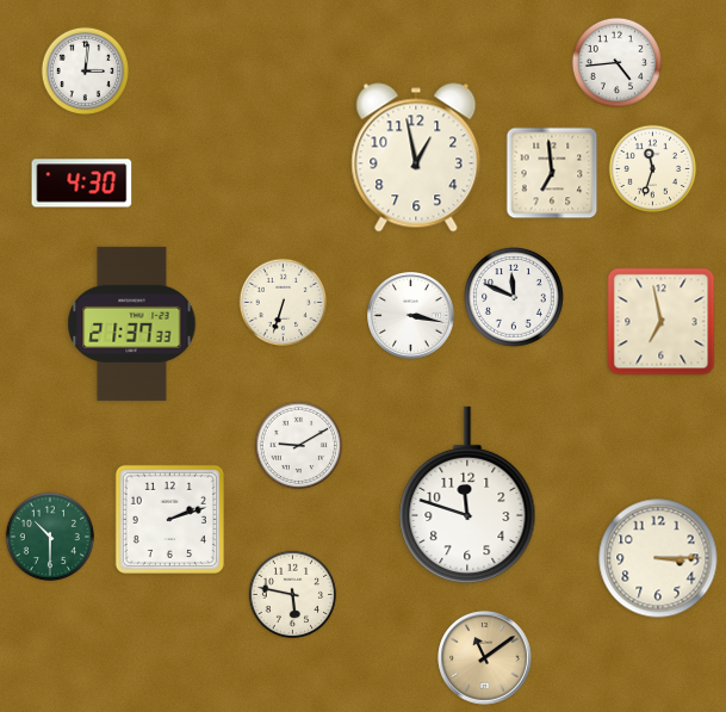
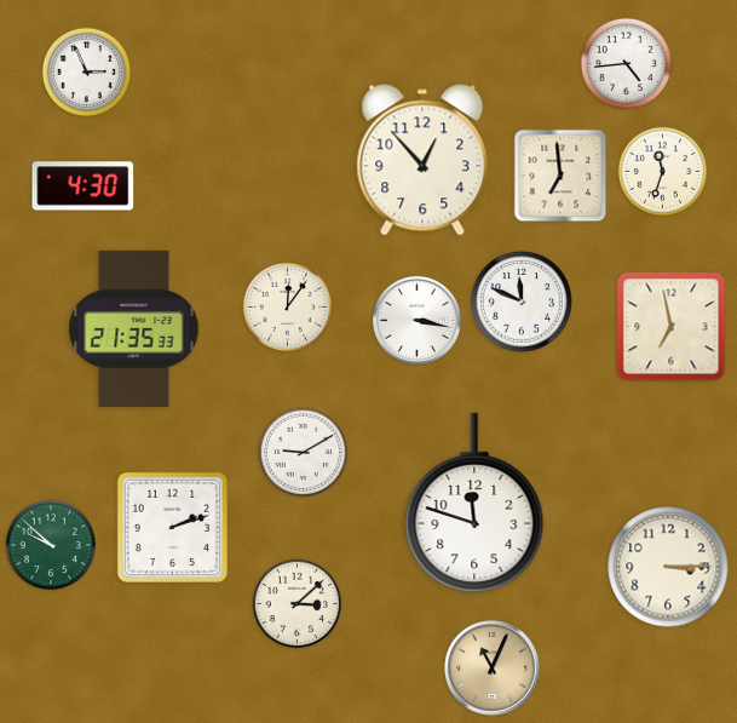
clock at (86, 72): 3:01 -> 2:56
clock at (416, 157): 12:58 -> 12:53
clock at (284, 303): 6:33 -> 12:06
clock at (132, 323): 21:37 -> 21:35
clock at (49, 535): 10:30 -> 9:52
clock at (293, 595): 5:47 -> 3:08
clock at (485, 658): 11:09 -> 11:04
